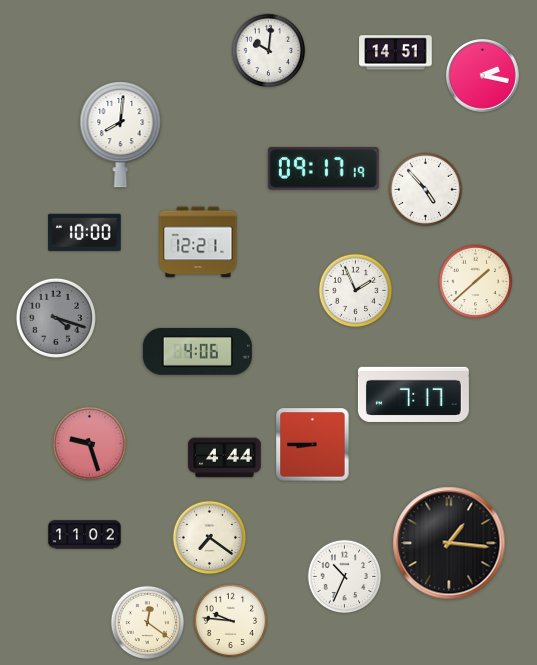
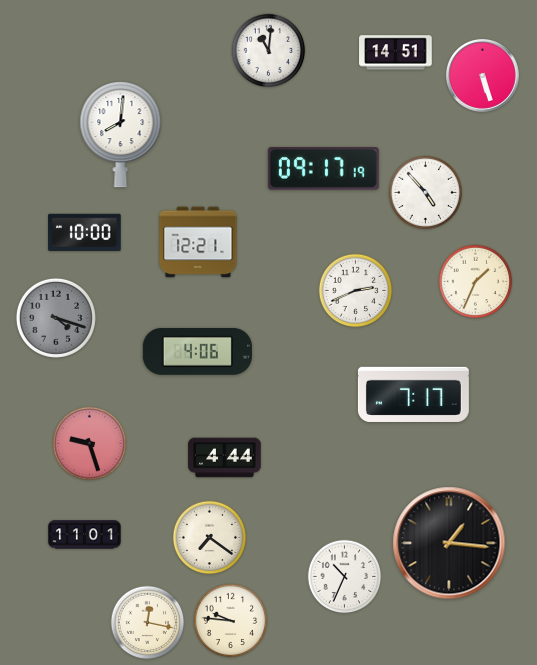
clock at (269, 51): 10:01 -> 11:01
clock at (482, 75): 2:17 -> 5:27
clock at (426, 190) position: (426, 190) -> (426, 193)
clock at (476, 282): 1:38 -> 1:34
clock at (356, 291): 1:56 -> 2:41
clock at (313, 445): 8:45 -> none
clock at (85, 535): 11:02 -> 11:01
clock at (148, 623): 12:21 -> 12:17
